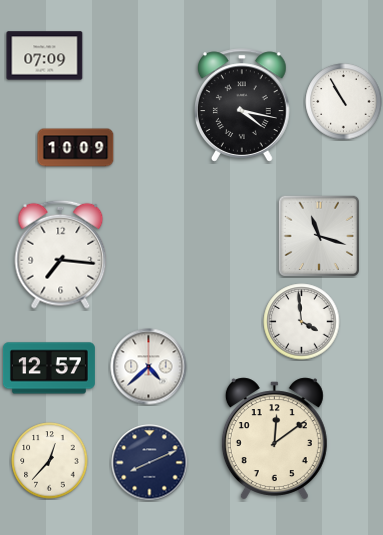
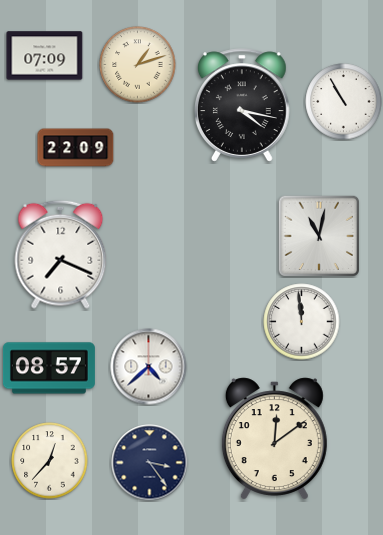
clock at (138, 65): none -> 1:12
clock at (76, 148): 10:09 -> 22:09
clock at (318, 235): 11:18 -> 11:02
clock at (61, 254): 7:16 -> 7:19
clock at (302, 322): 3:59 -> 11:59
clock at (49, 368): 12:57 -> 08:57
clock at (150, 463): 8:11 -> 3:24
